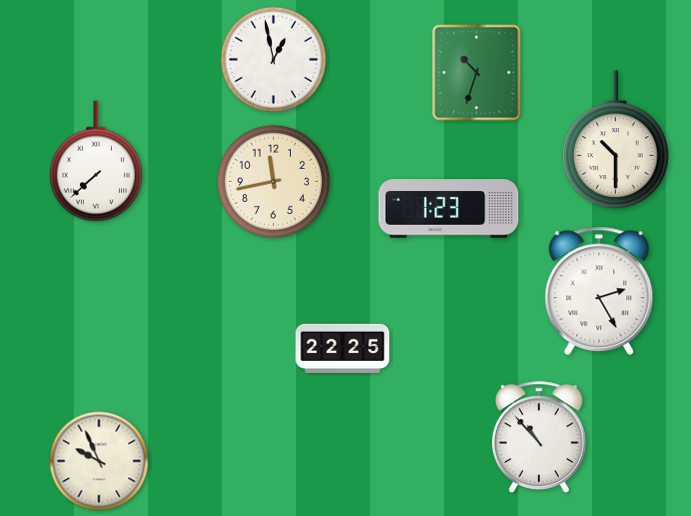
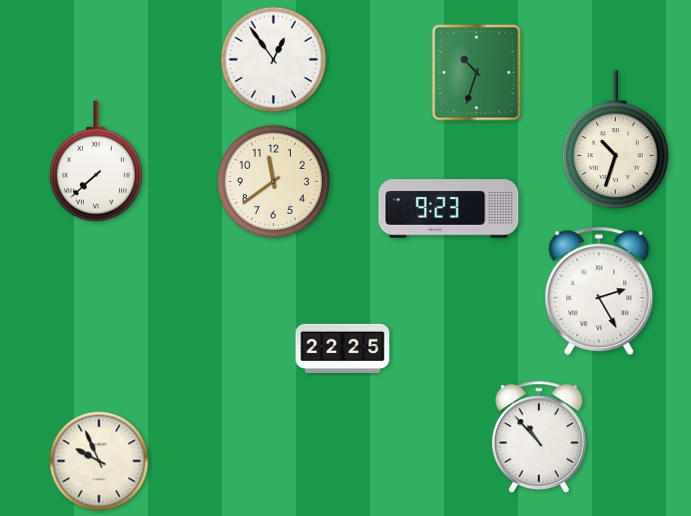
clock at (274, 60): 12:58 -> 12:54
clock at (616, 140): 10:30 -> 10:33
clock at (273, 181): 11:43 -> 11:39
clock at (449, 209): 1:23 -> 9:23
